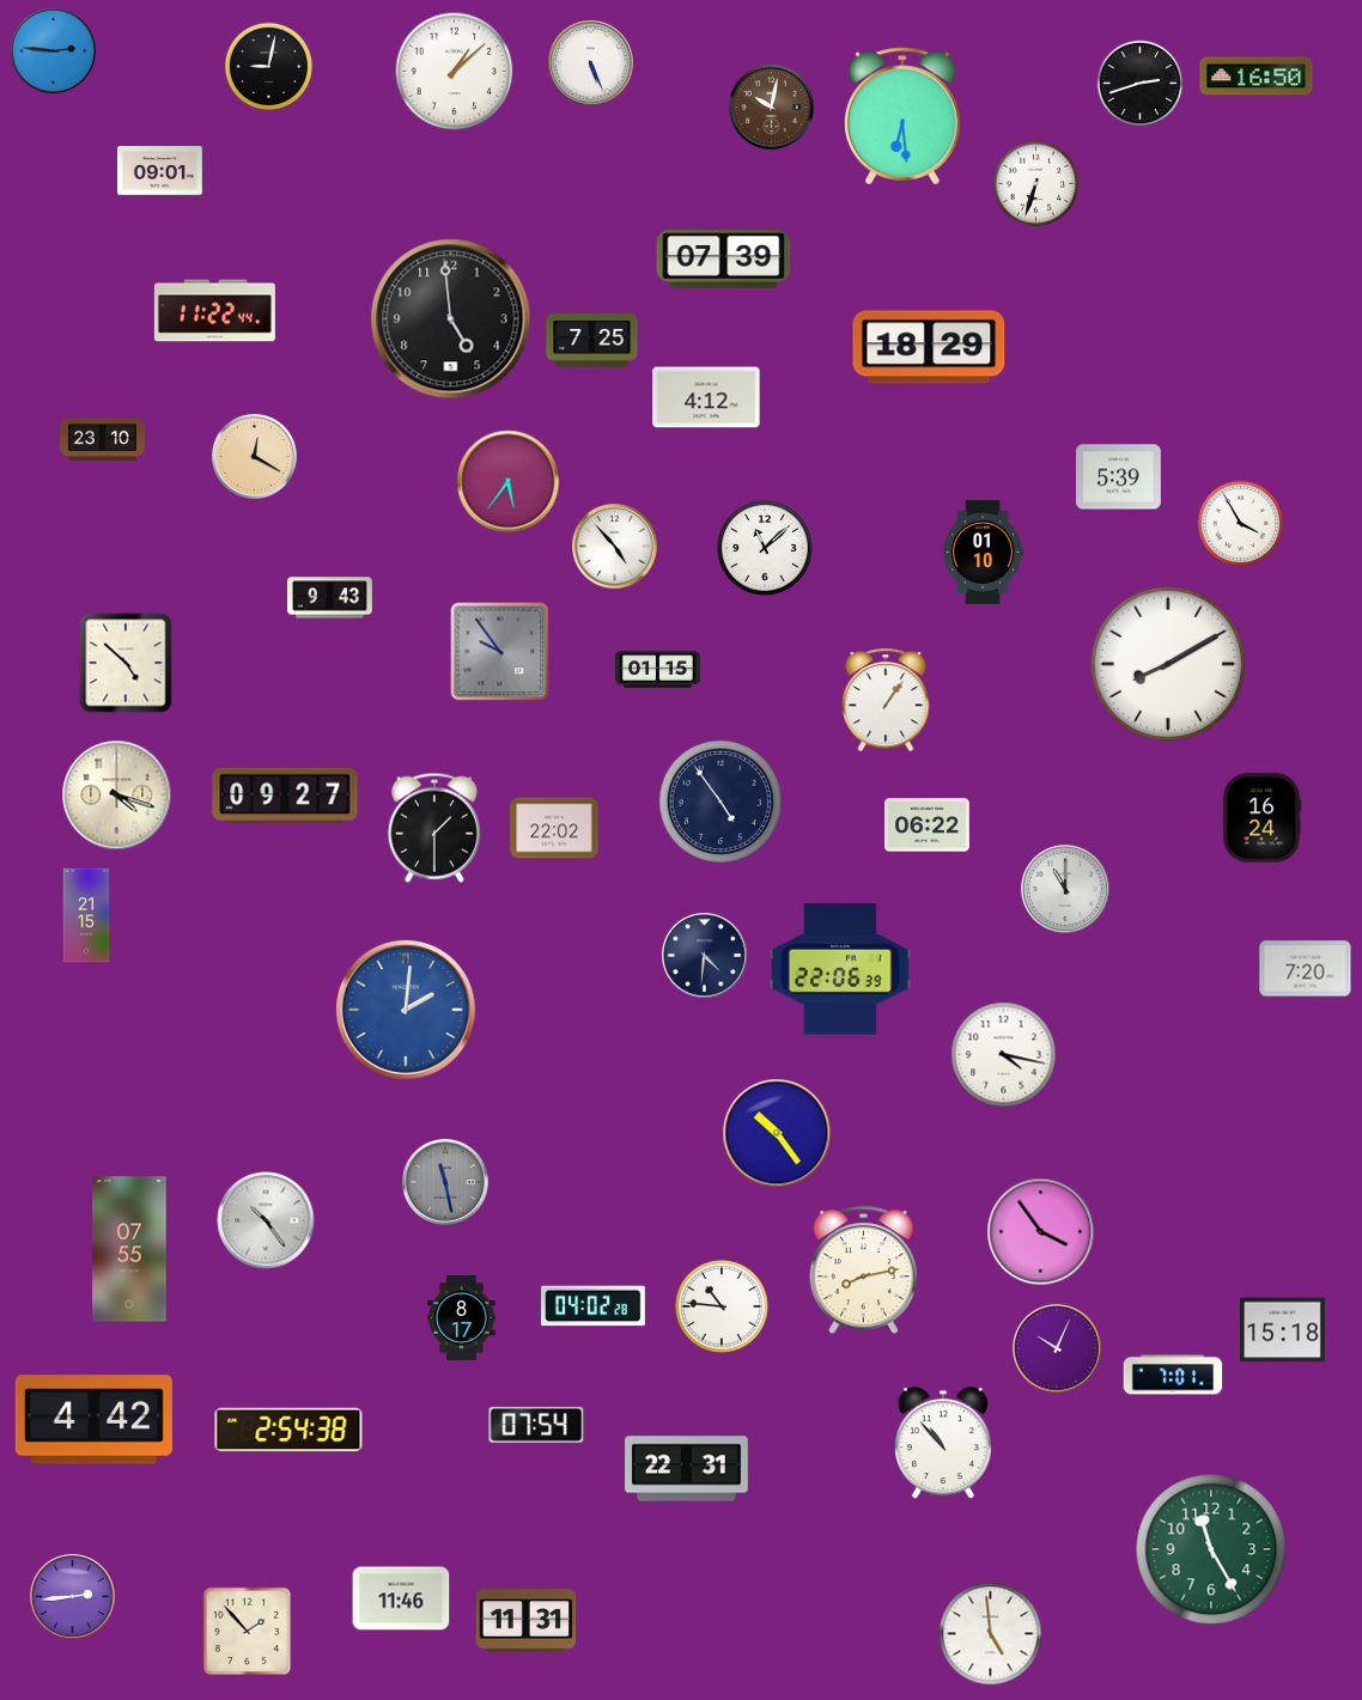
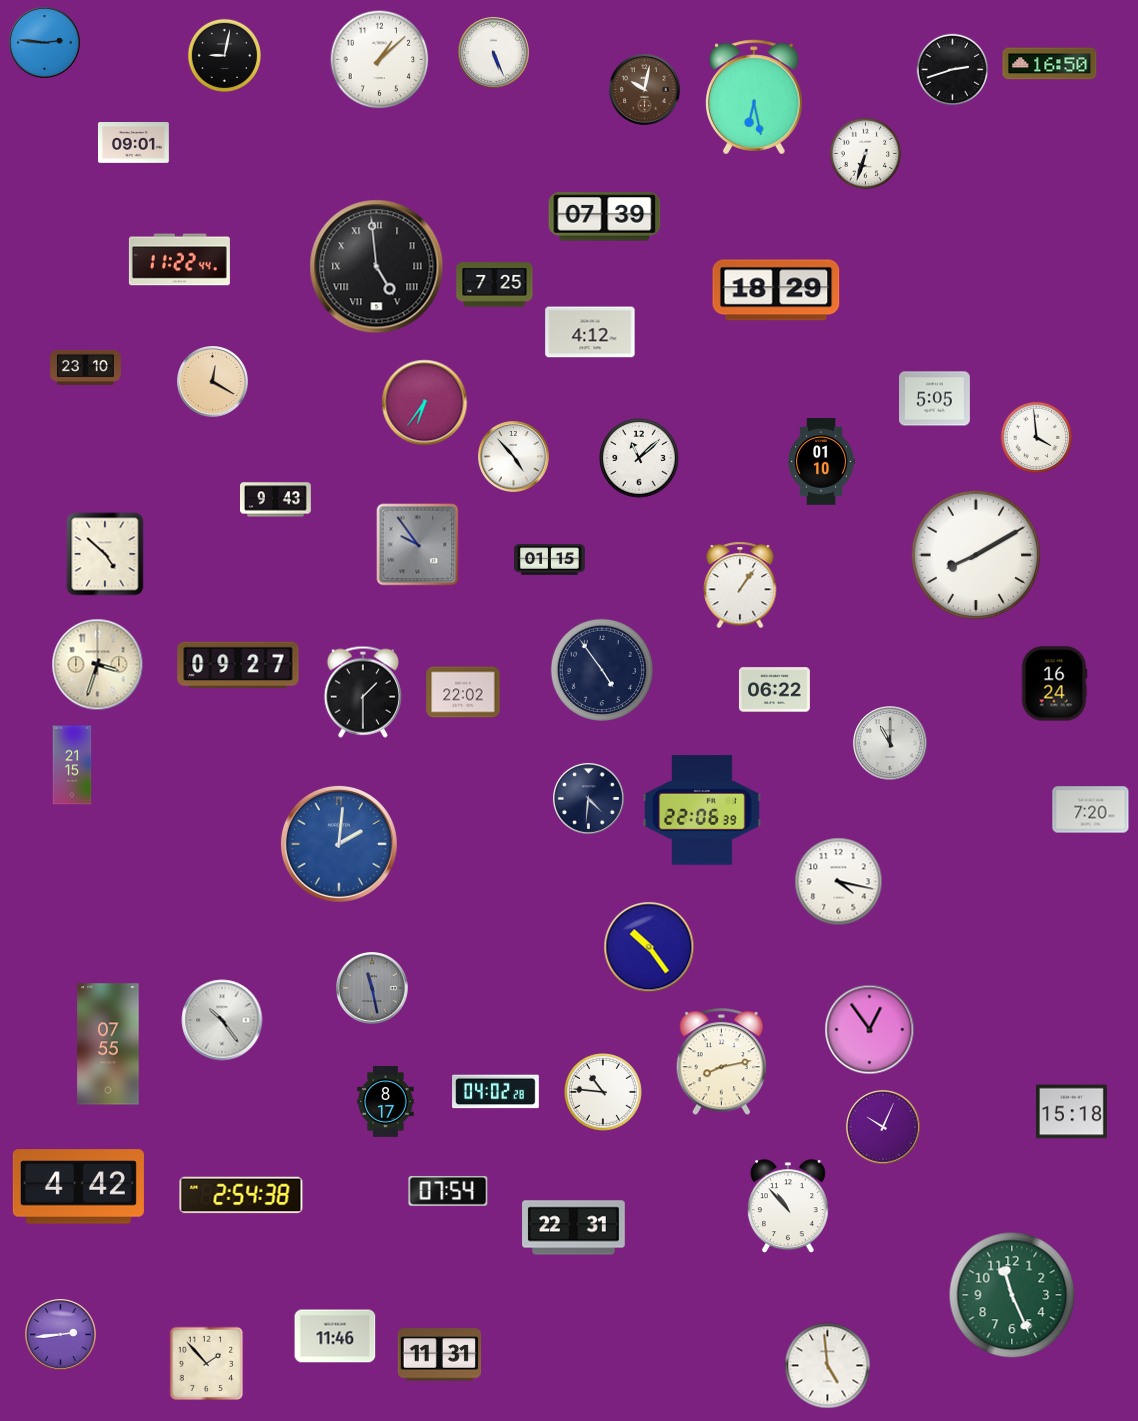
clock at (902, 116): 6:29 -> 6:28
clock at (451, 319) numerals: Arabic -> Roman
clock at (1119, 477): 5:39 -> 5:05
clock at (509, 482): 5:36 -> 6:36
clock at (1241, 524): 3:55 -> 3:59
clock at (117, 796): 4:18 -> 3:33
clock at (1041, 1232): 3:54 -> 12:54
clock at (1173, 1375): 7:01 -> none
clock at (1211, 1549): 11:25 -> 11:26
